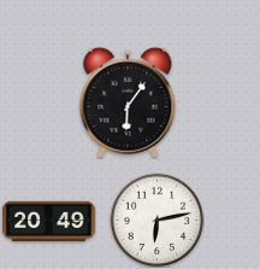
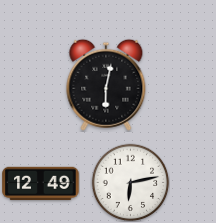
clock at (128, 103): 6:06 -> 6:02
clock at (49, 222): 20:49 -> 12:49
